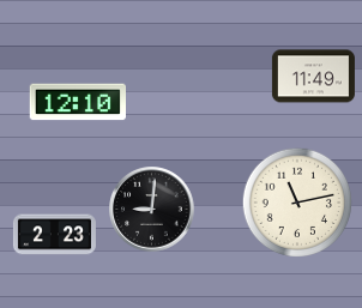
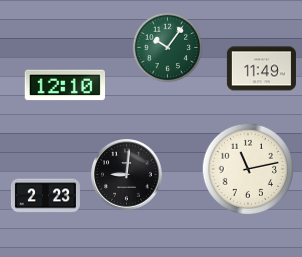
clock at (168, 48): none -> 10:06
clock at (313, 77) position: (313, 77) -> (261, 69)
